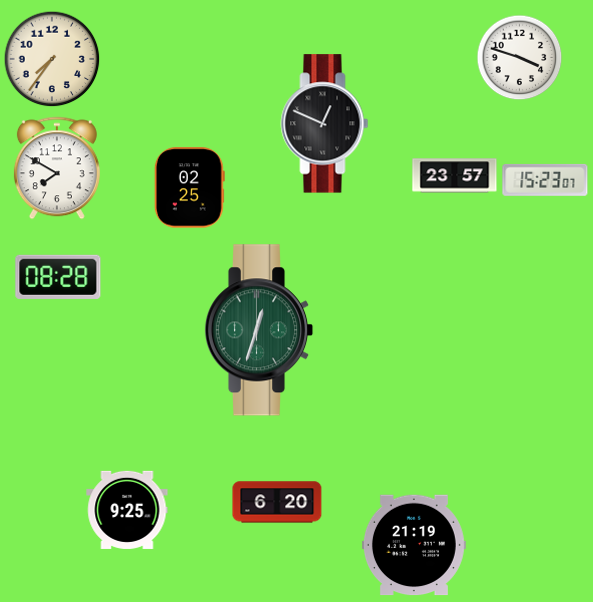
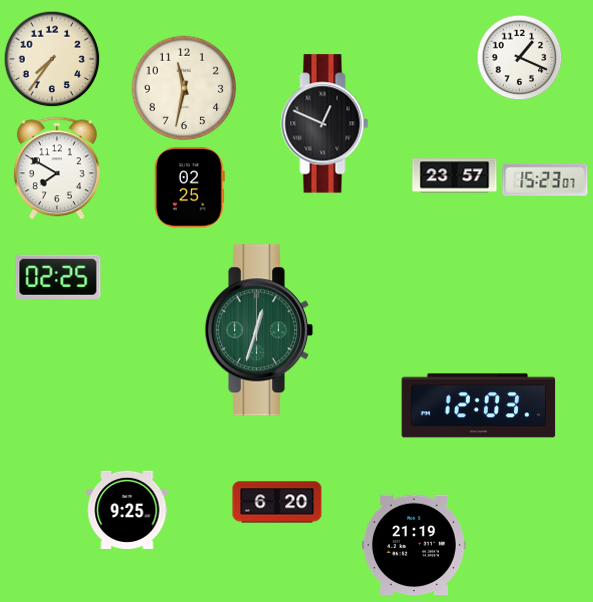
clock at (520, 58): 3:48 -> 1:19
clock at (184, 88): none -> 11:32
clock at (58, 277): 08:28 -> 02:25
clock at (479, 406): none -> 12:03
